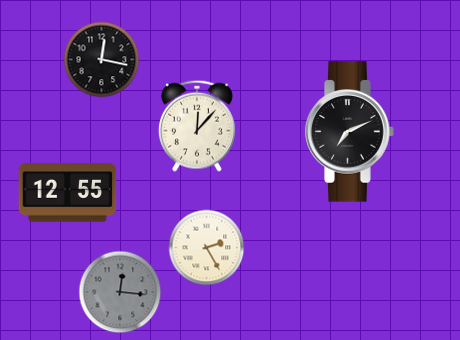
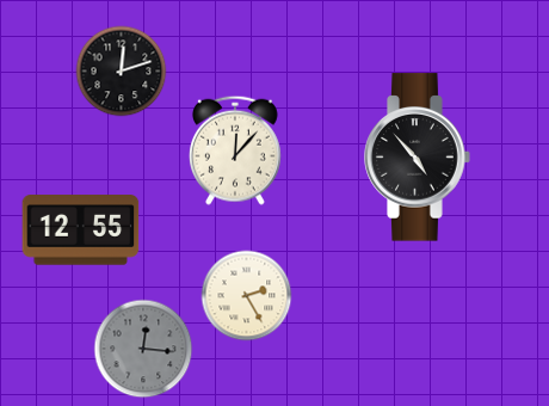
clock at (102, 60): 12:17 -> 12:12
clock at (350, 132): 7:11 -> 4:53
